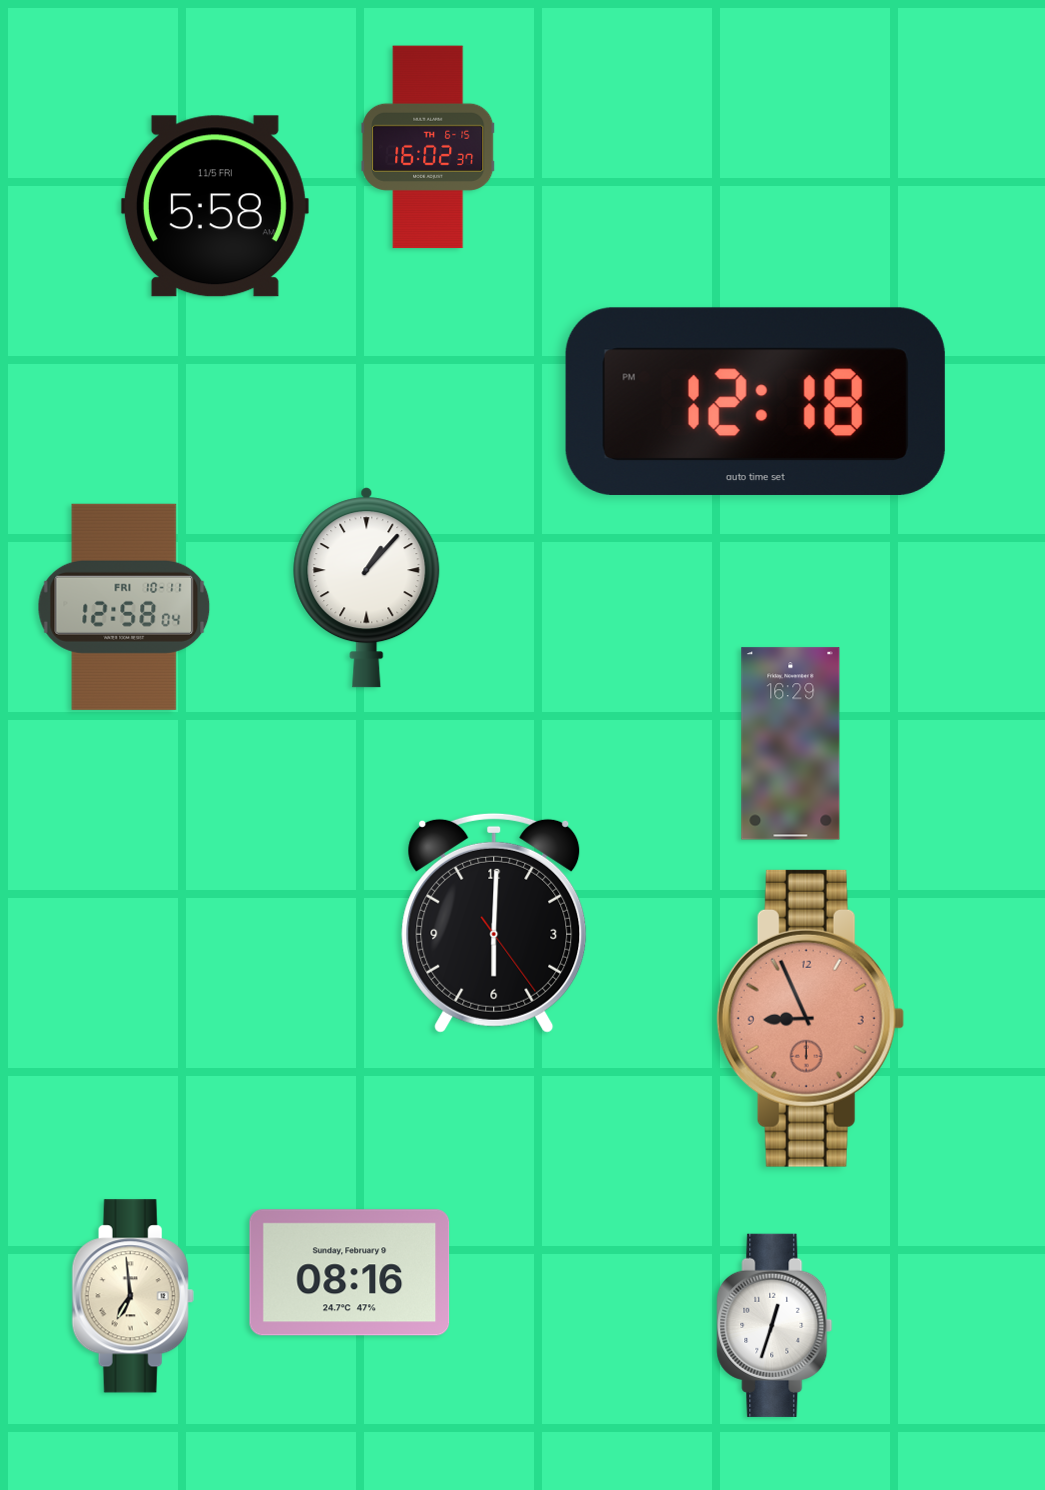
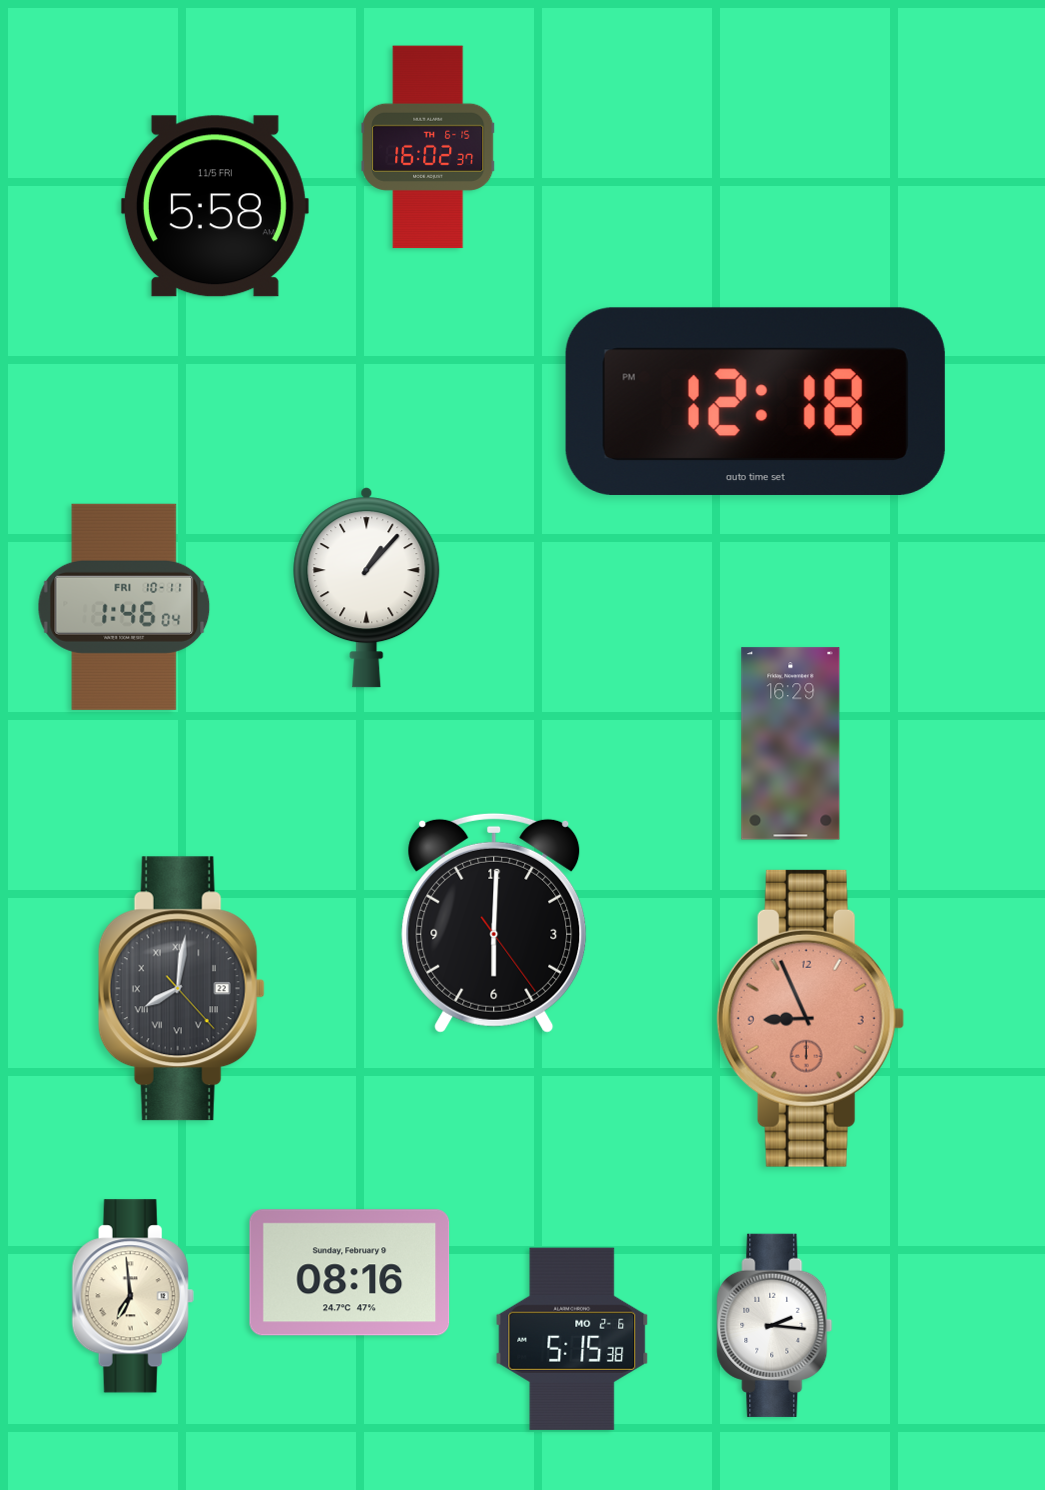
clock at (124, 607): 12:58 -> 1:46
clock at (181, 989): none -> 8:01
clock at (775, 1325): 12:33 -> 2:16
clock at (572, 1339): none -> 5:15
